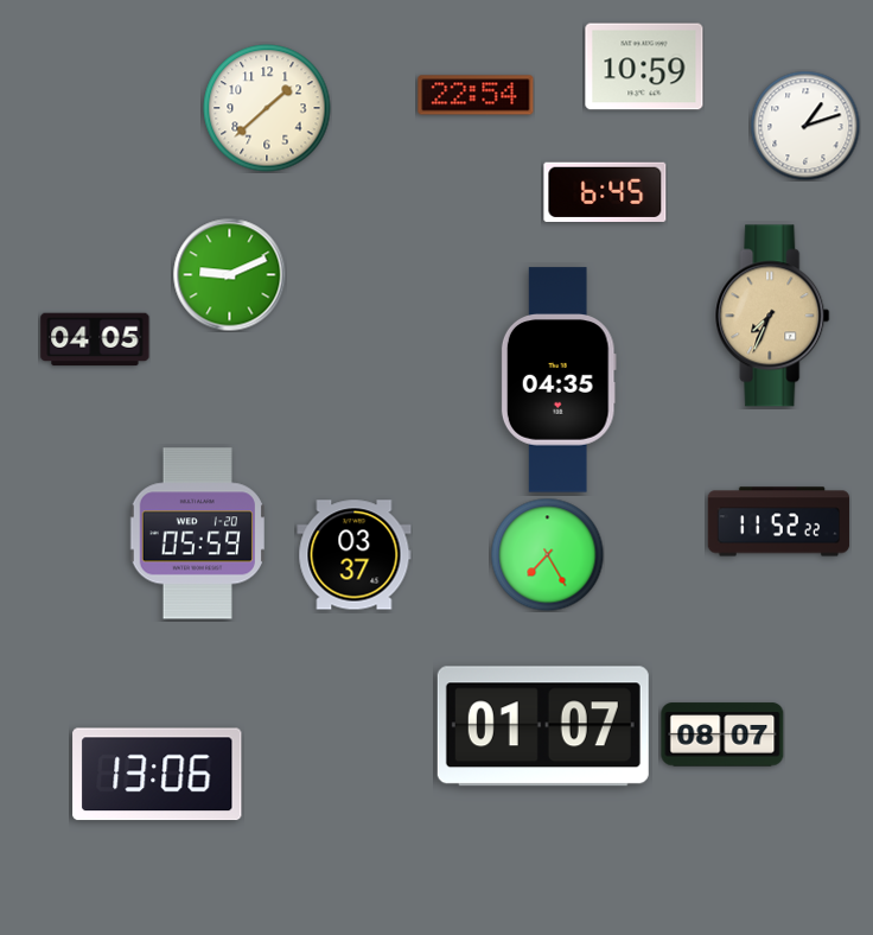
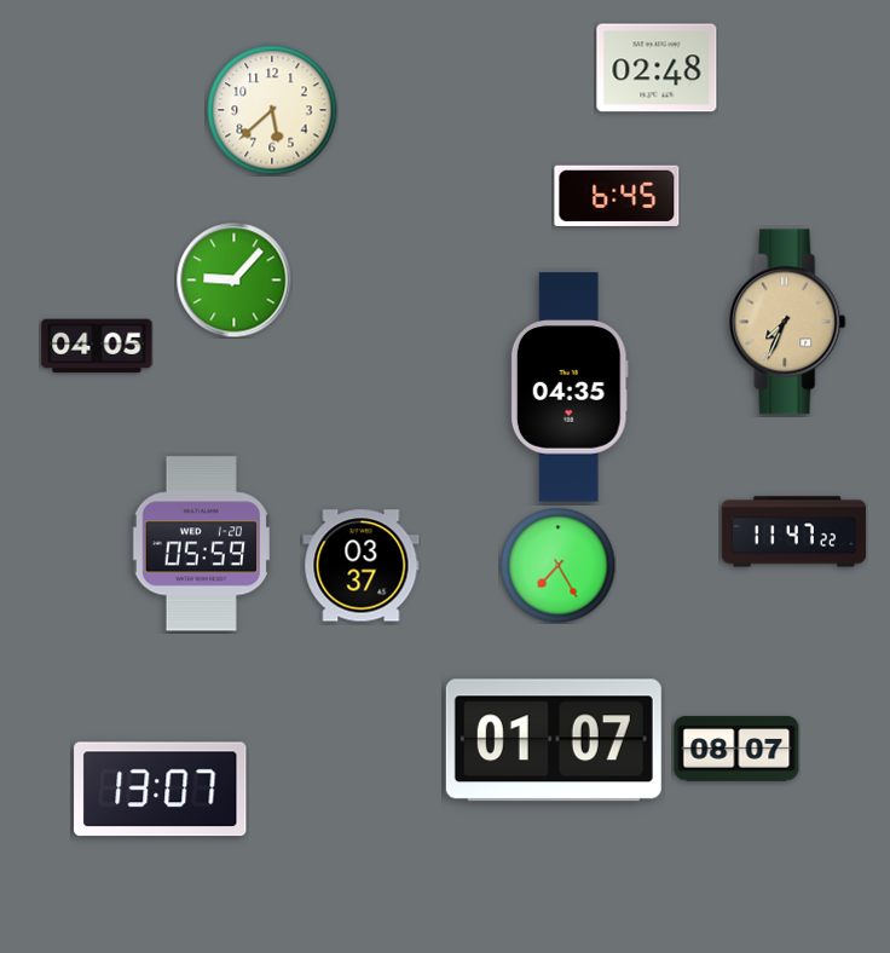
clock at (644, 66): 10:59 -> 02:48
clock at (476, 95): 22:54 -> none
clock at (267, 108): 1:38 -> 5:38
clock at (805, 126): 1:12 -> none
clock at (229, 274): 9:11 -> 9:07
clock at (779, 522): 11:52 -> 11:47
clock at (158, 775): 13:06 -> 13:07
